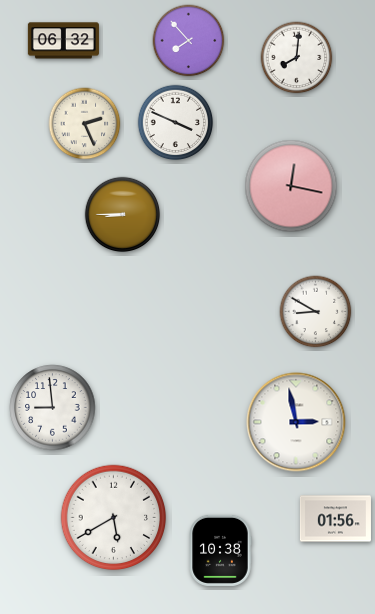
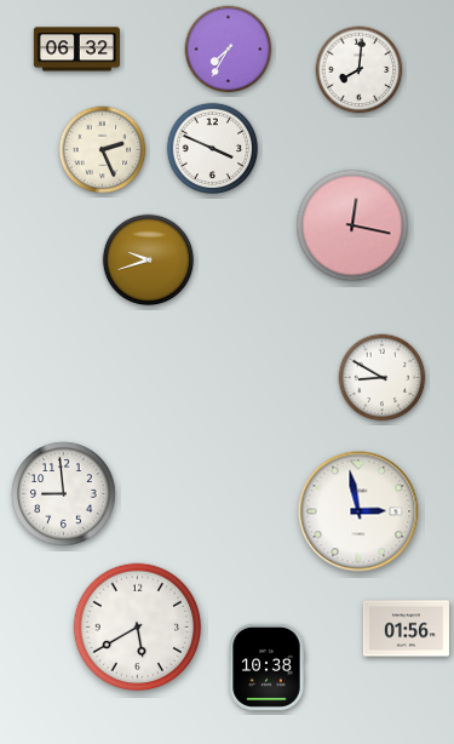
clock at (189, 41): 7:53 -> 7:35
clock at (123, 215): 8:45 -> 9:42
